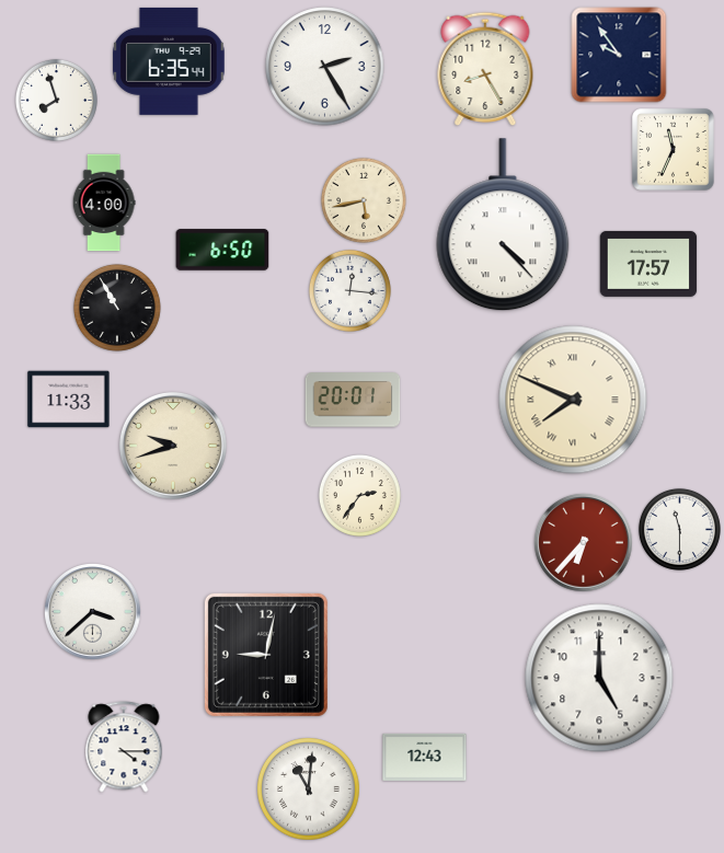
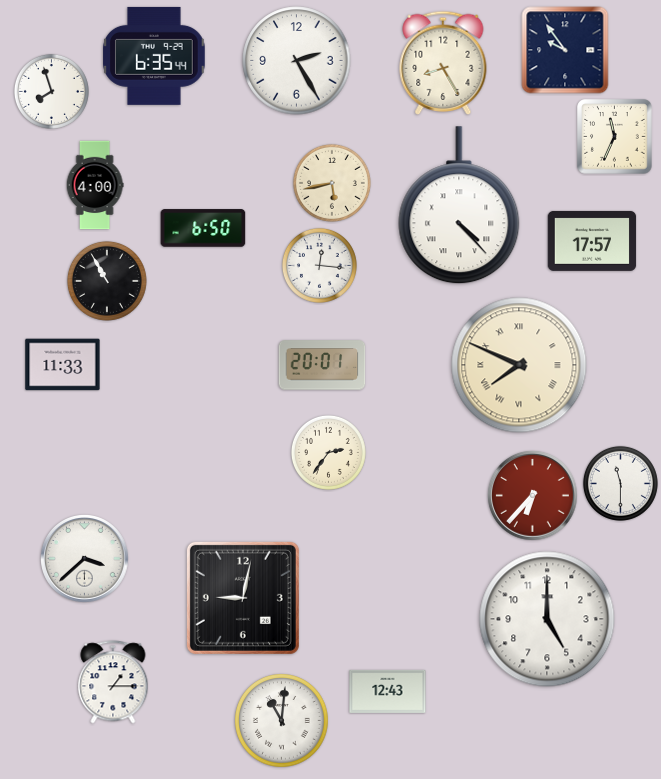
clock at (573, 400) position: (573, 400) -> (519, 365)
clock at (173, 446): 9:42 -> none
clock at (124, 747): 4:15 -> 1:15
